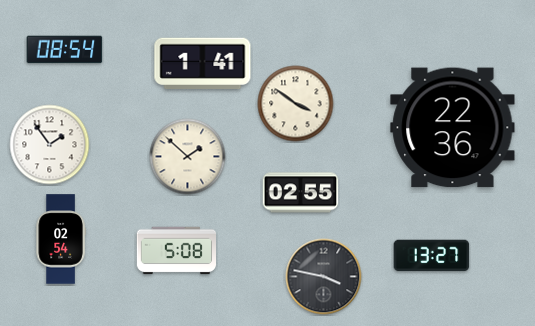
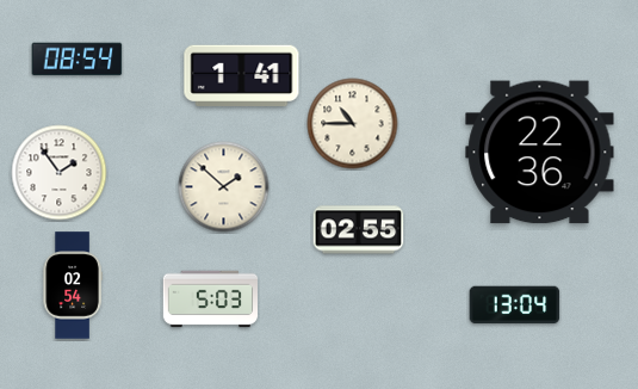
clock at (296, 104): 3:51 -> 10:45
clock at (177, 251): 5:08 -> 5:03
clock at (432, 256): 13:27 -> 13:04
clock at (324, 277): 3:47 -> none
